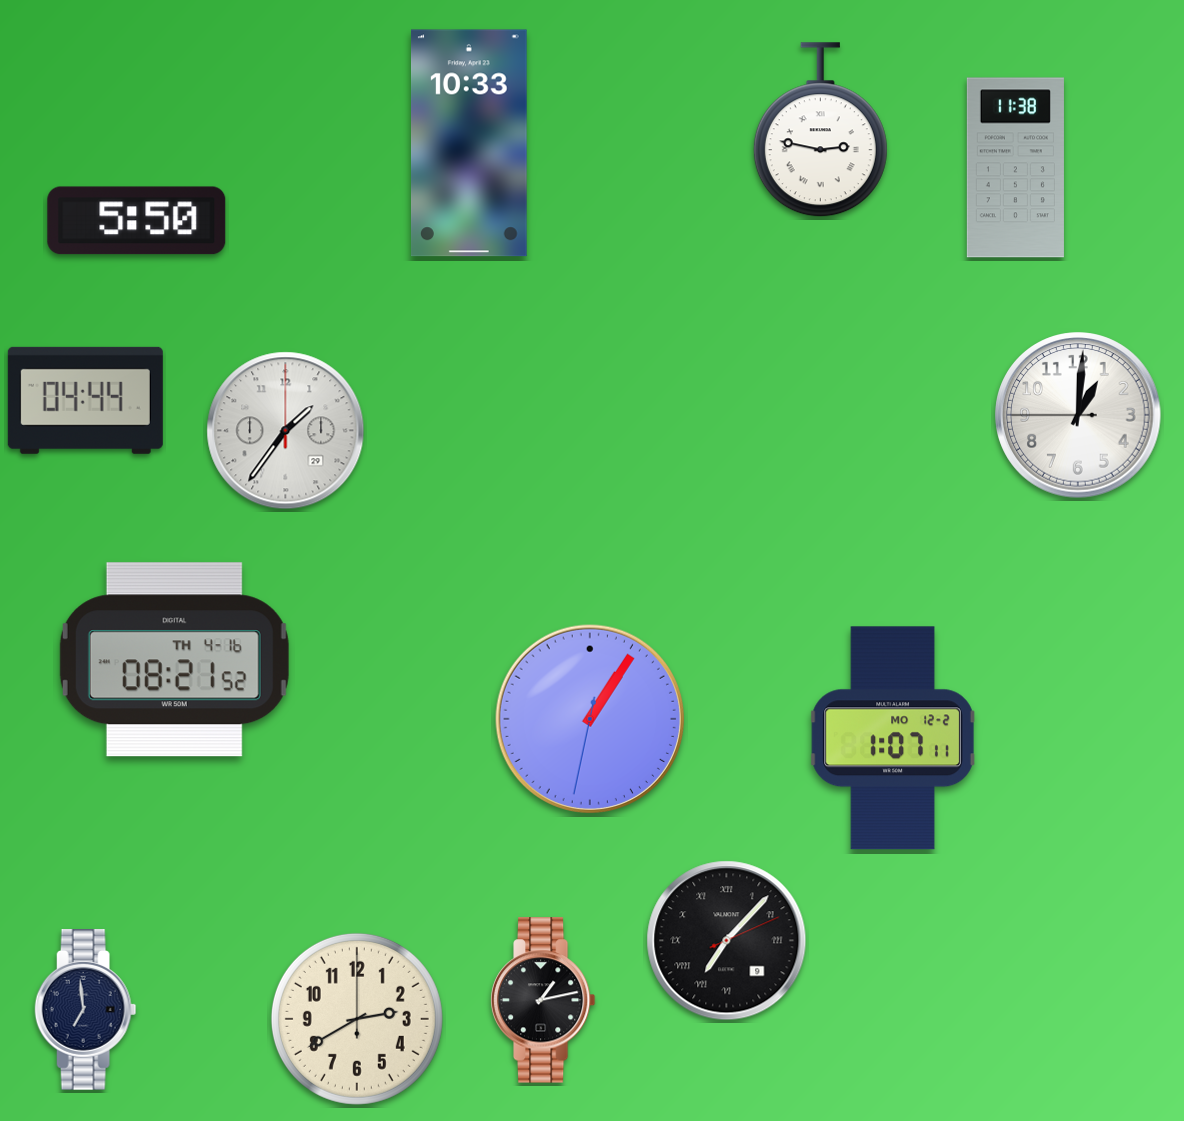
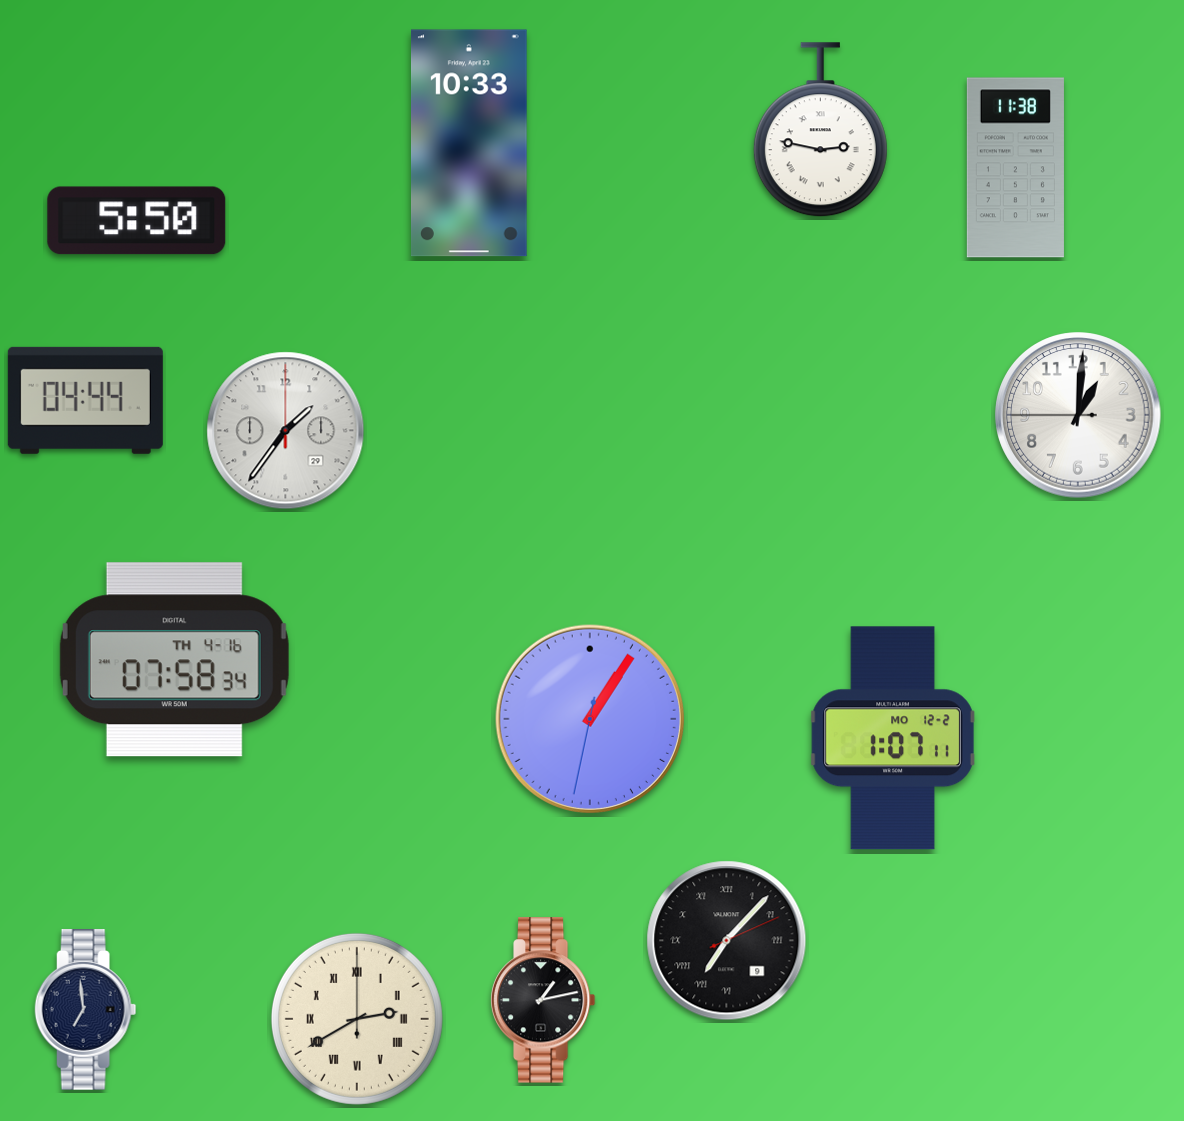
clock at (174, 660): 08:21 -> 07:58
clock at (357, 1019) numerals: Arabic -> Roman
